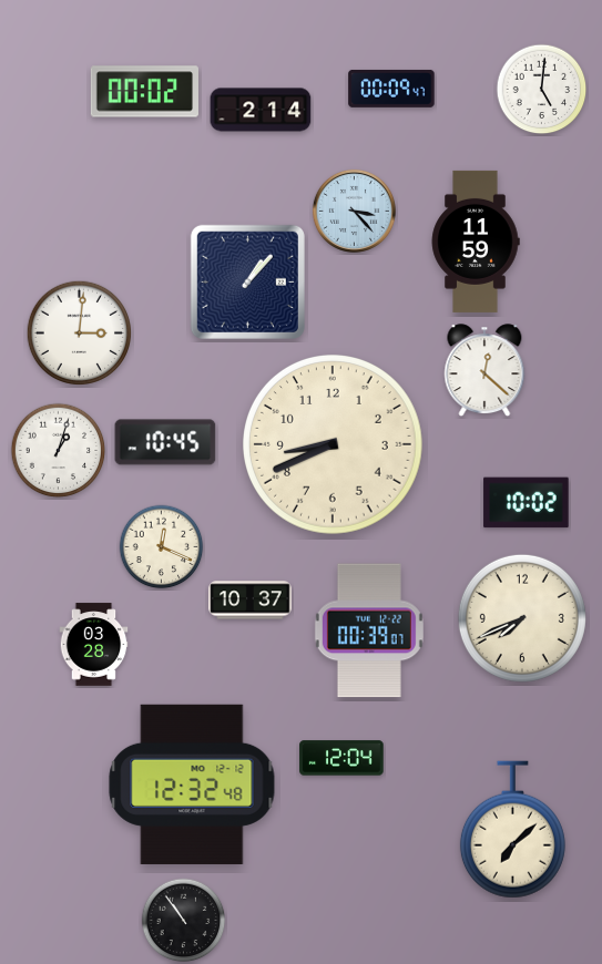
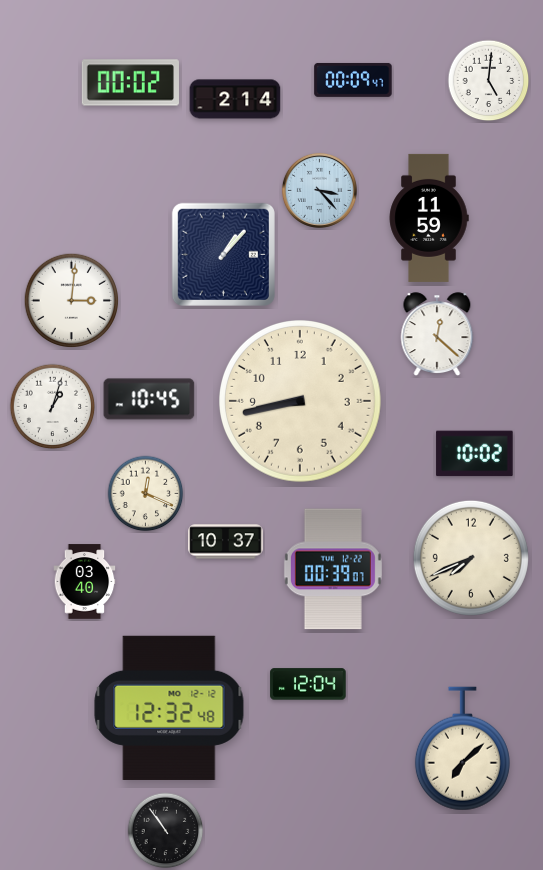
clock at (334, 445): 8:41 -> 8:43
clock at (94, 645): 03:28 -> 03:40
clock at (192, 784) position: (192, 784) -> (169, 708)
